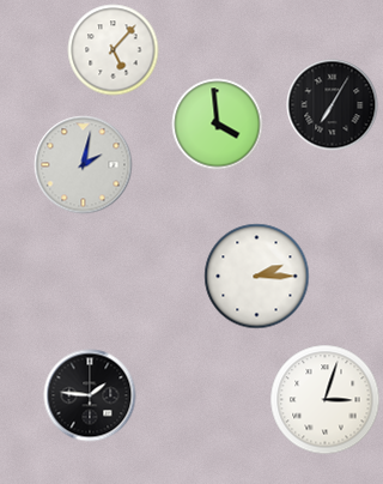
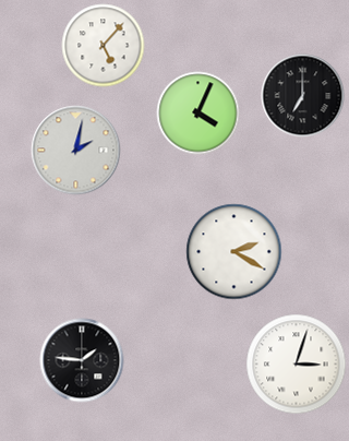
clock at (333, 105): 7:05 -> 7:00
clock at (218, 125): 3:59 -> 4:04
clock at (257, 277): 2:15 -> 2:20
